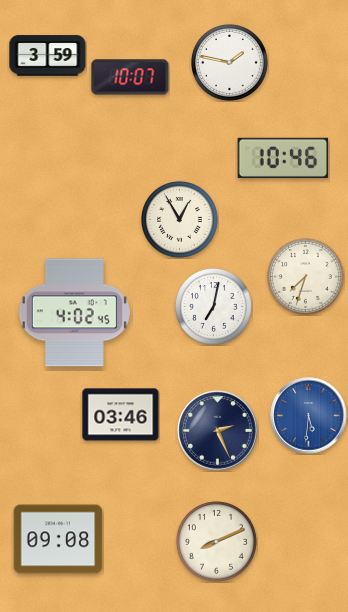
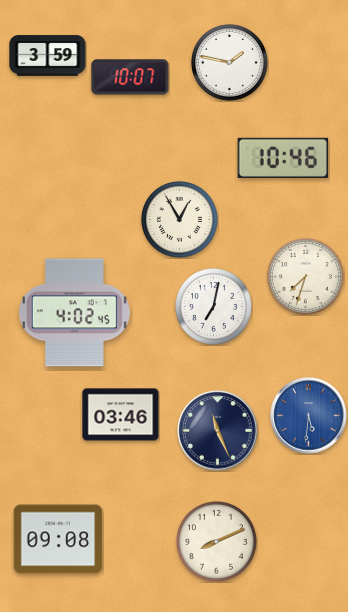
clock at (218, 431): 2:26 -> 11:26
